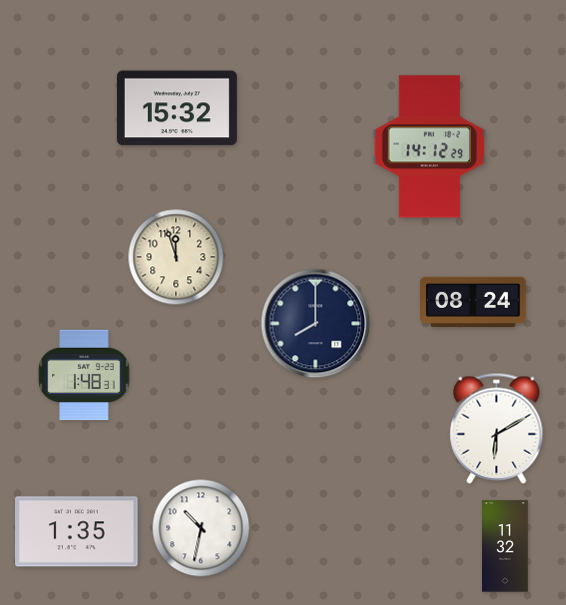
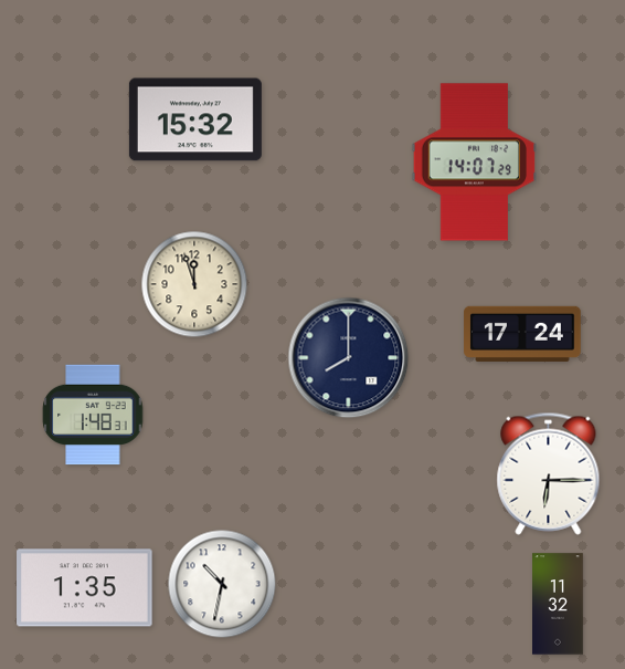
clock at (430, 147): 14:12 -> 14:07
clock at (473, 302): 08:24 -> 17:24
clock at (497, 428): 6:10 -> 6:15
